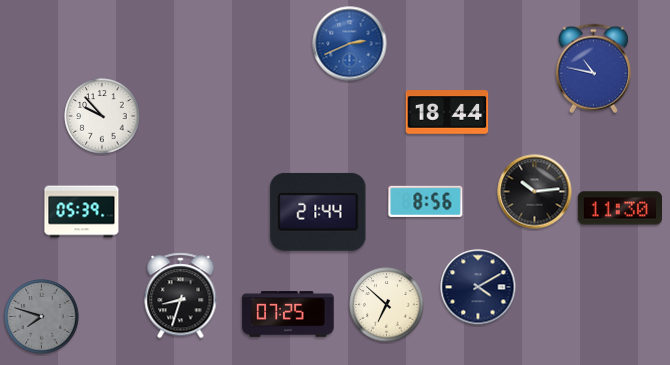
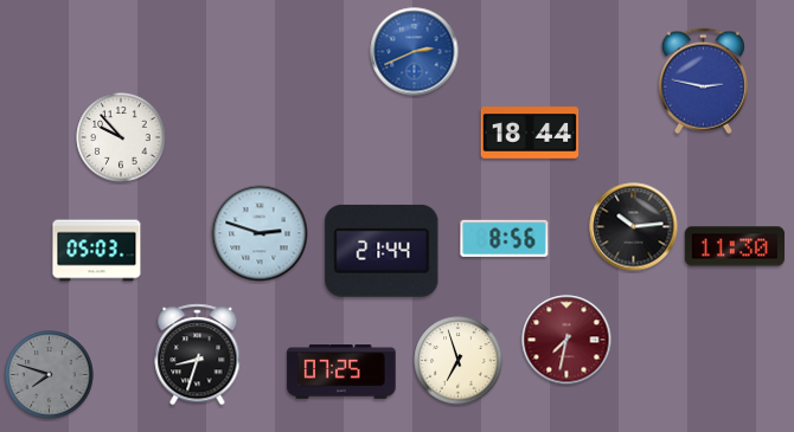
clock at (593, 69): 10:47 -> 2:47
clock at (260, 233): none -> 2:48
clock at (82, 212): 05:39 -> 05:03
clock at (318, 212) position: (318, 212) -> (382, 251)
clock at (478, 287): 4:10 -> 7:32
clock at (478, 287) dial: navy -> burgundy
clock at (181, 296) position: (181, 296) -> (198, 355)
clock at (387, 305): 6:52 -> 6:57
